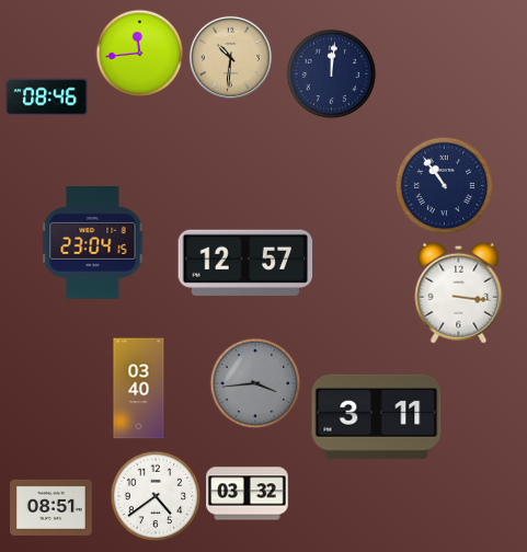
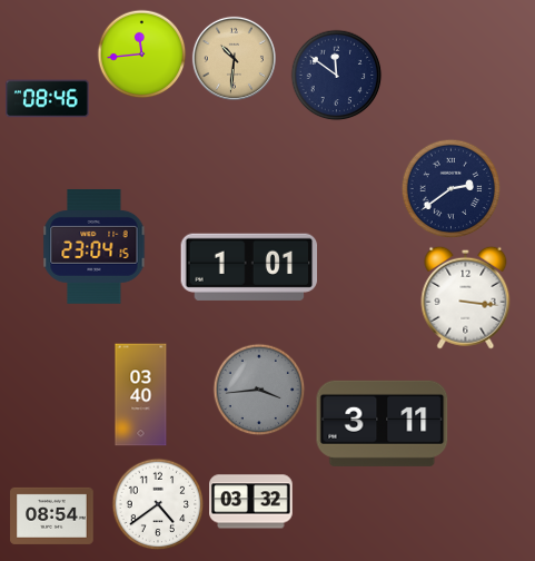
clock at (332, 74): 12:01 -> 11:51
clock at (445, 186): 10:54 -> 2:39
clock at (245, 263): 12:57 -> 1:01
clock at (51, 507): 08:51 -> 08:54
